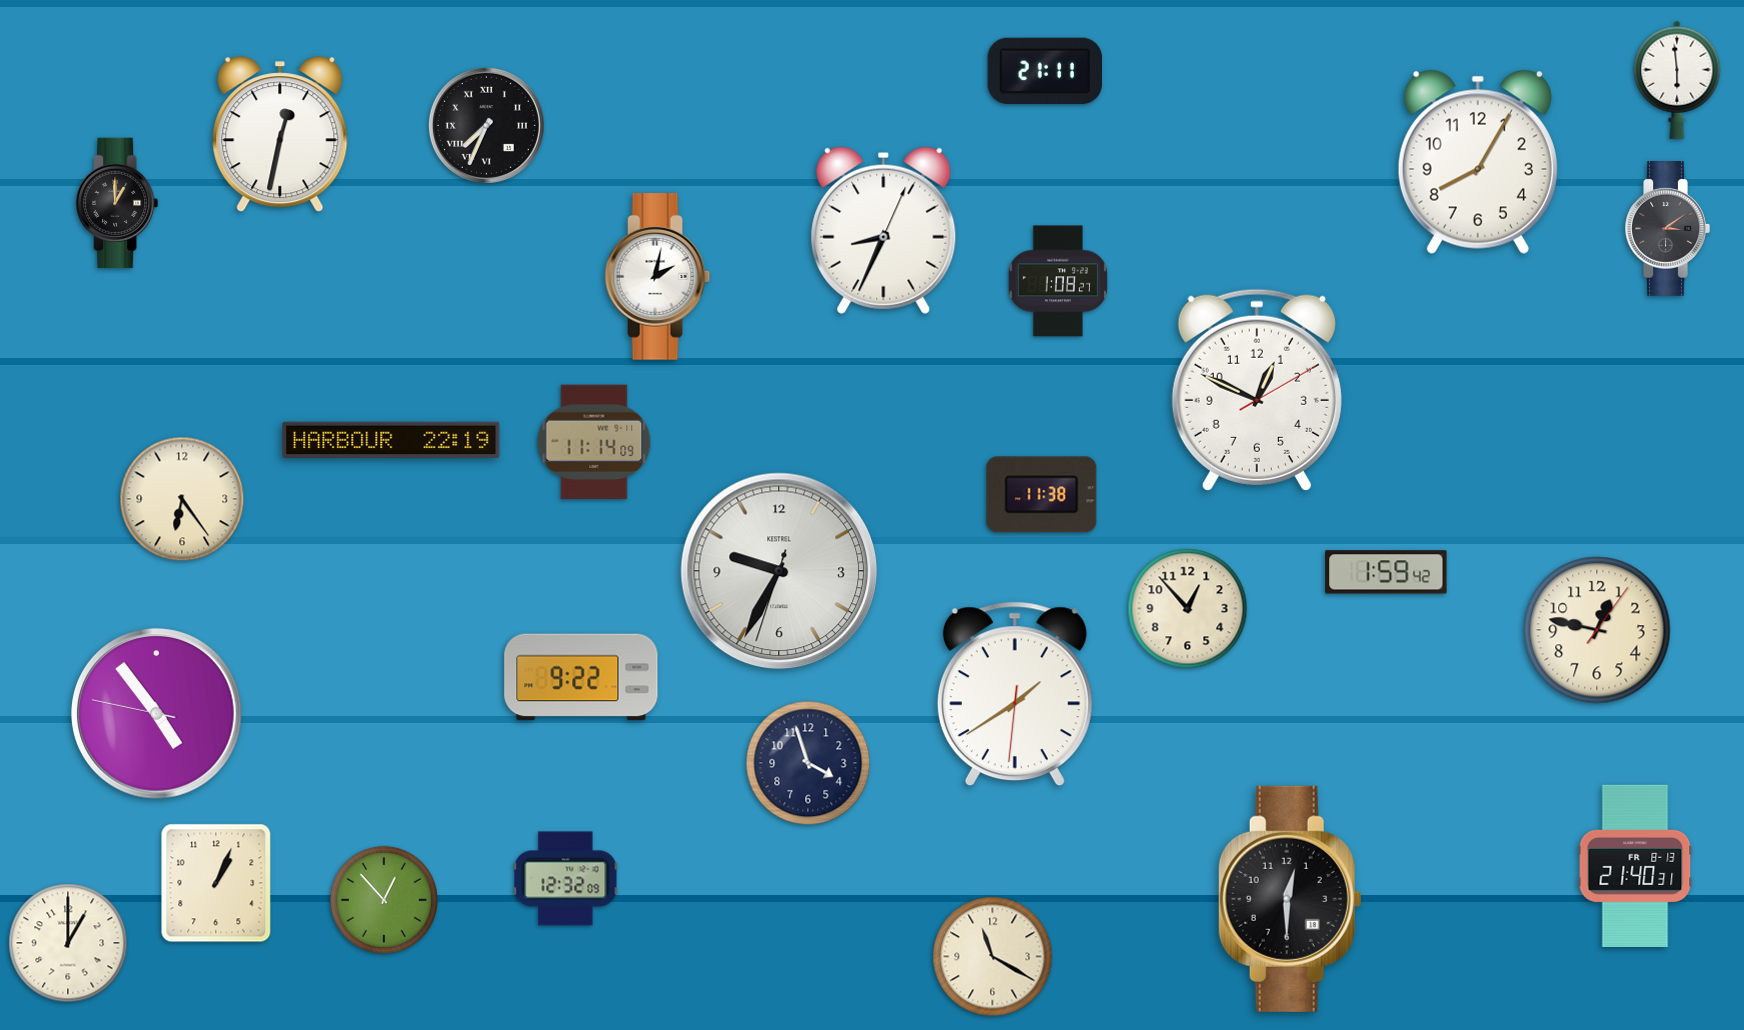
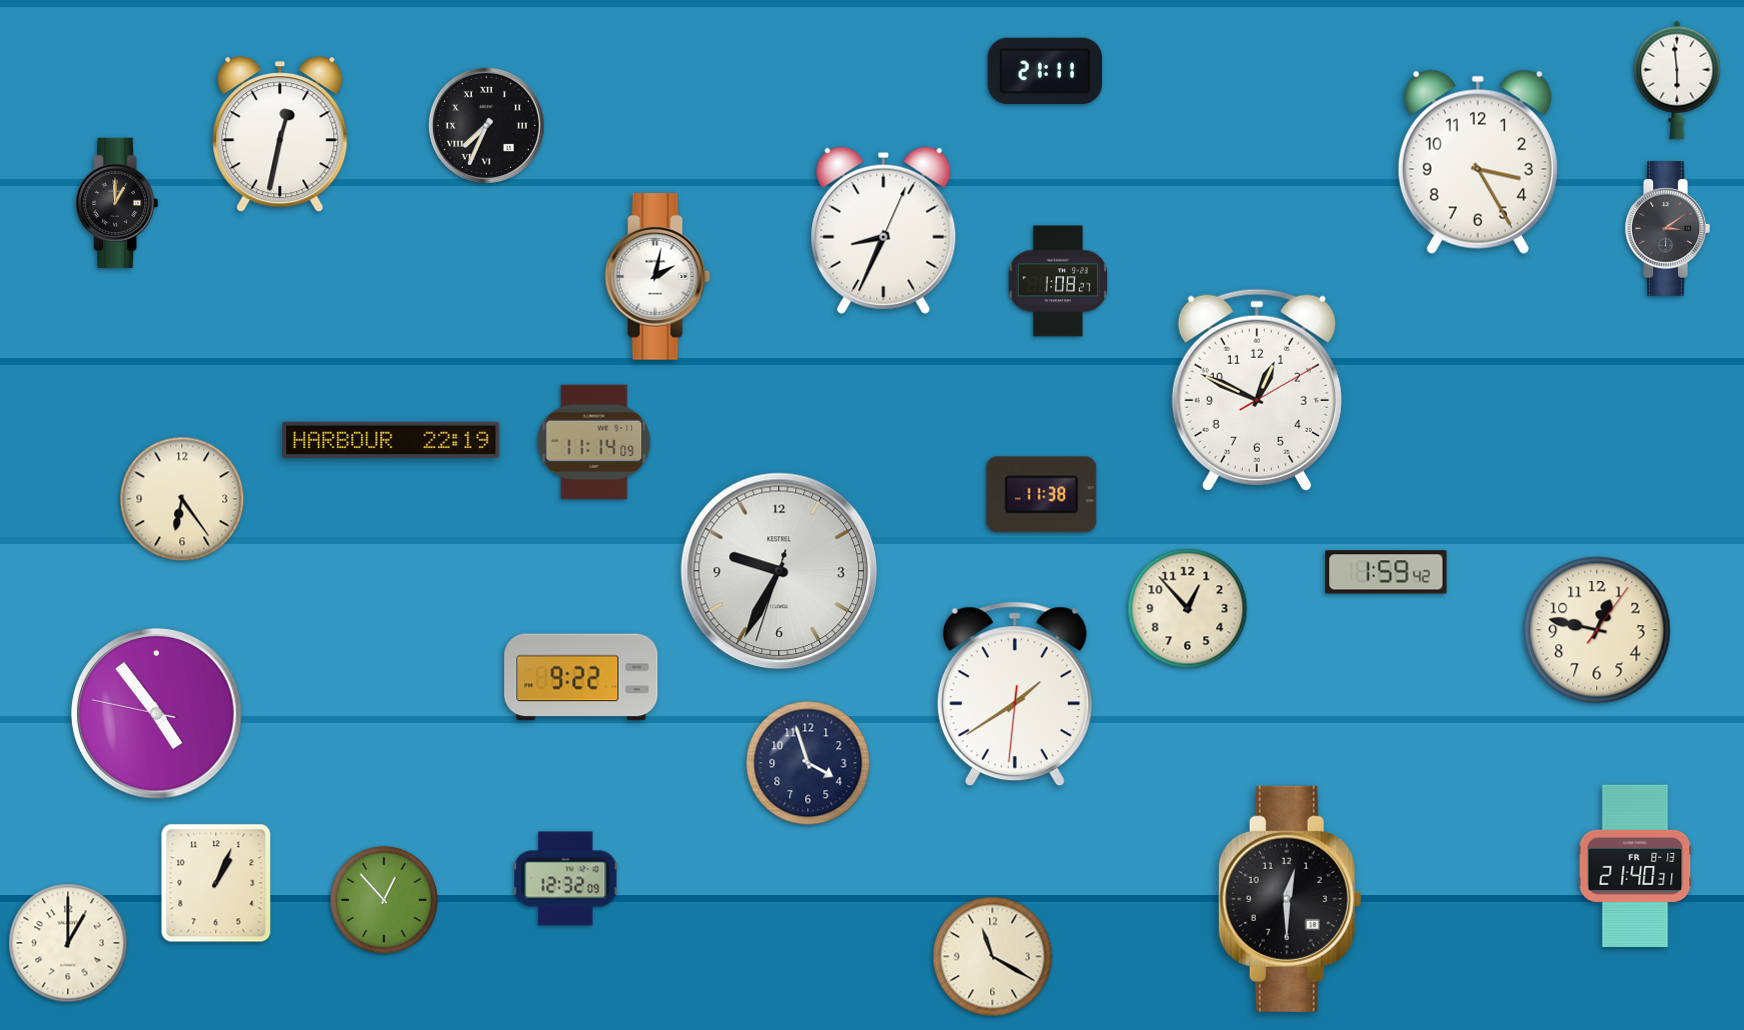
clock at (1478, 162): 8:05 -> 3:25
